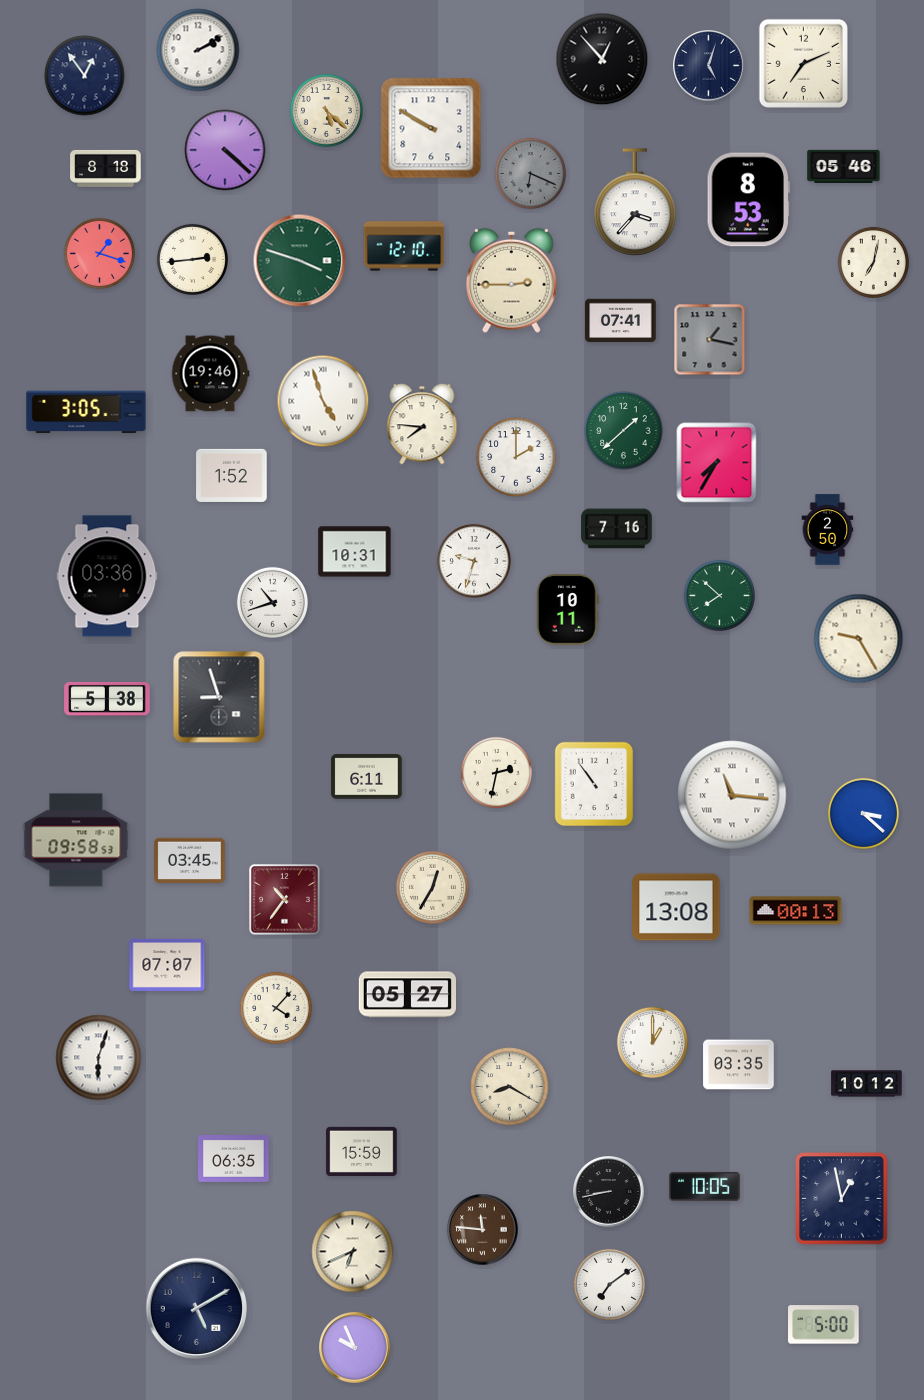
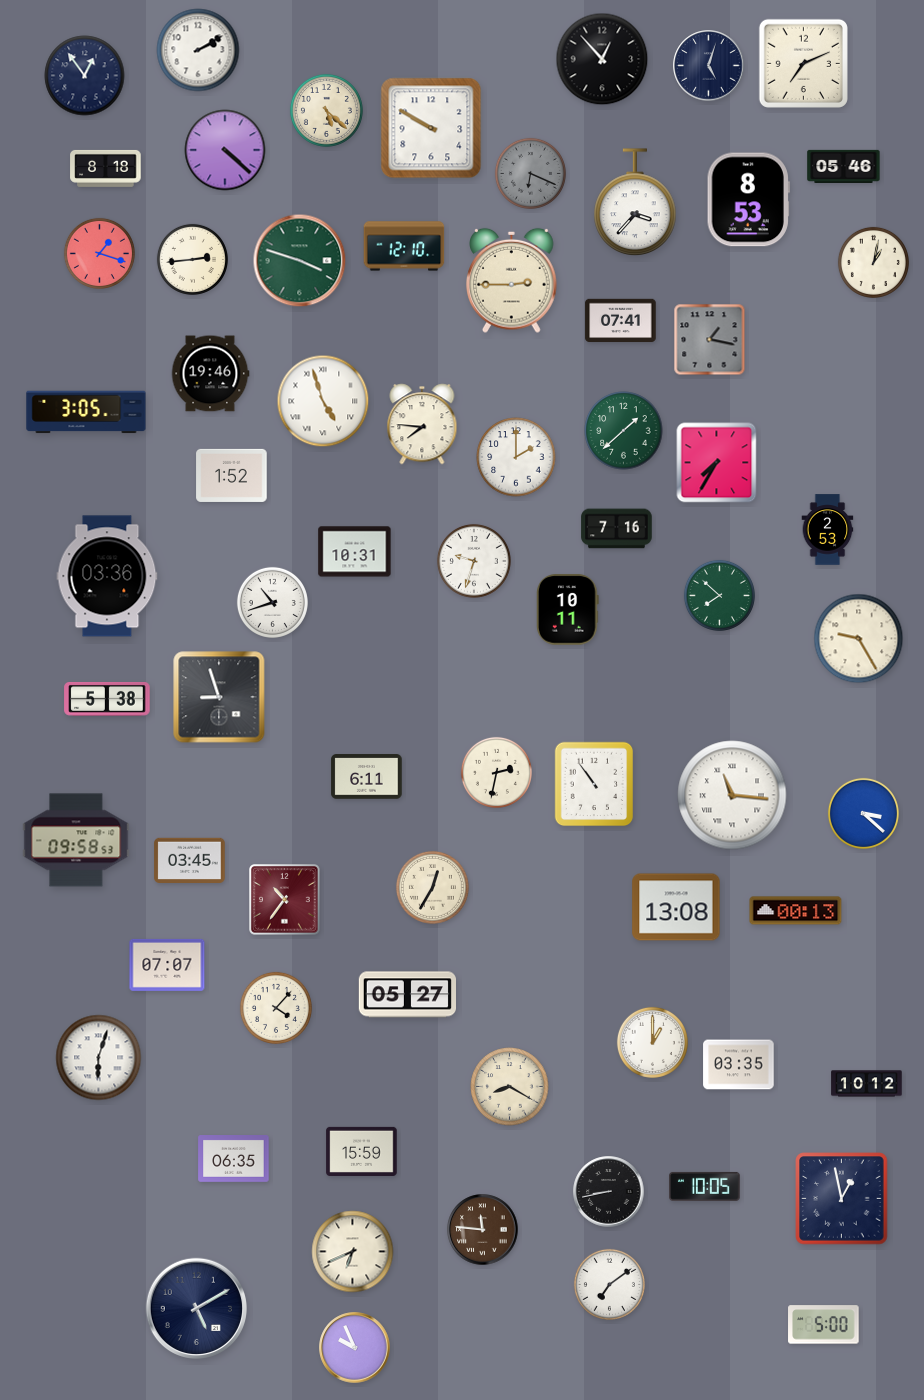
clock at (873, 262): 7:02 -> 1:02
clock at (828, 530): 2:50 -> 2:53
